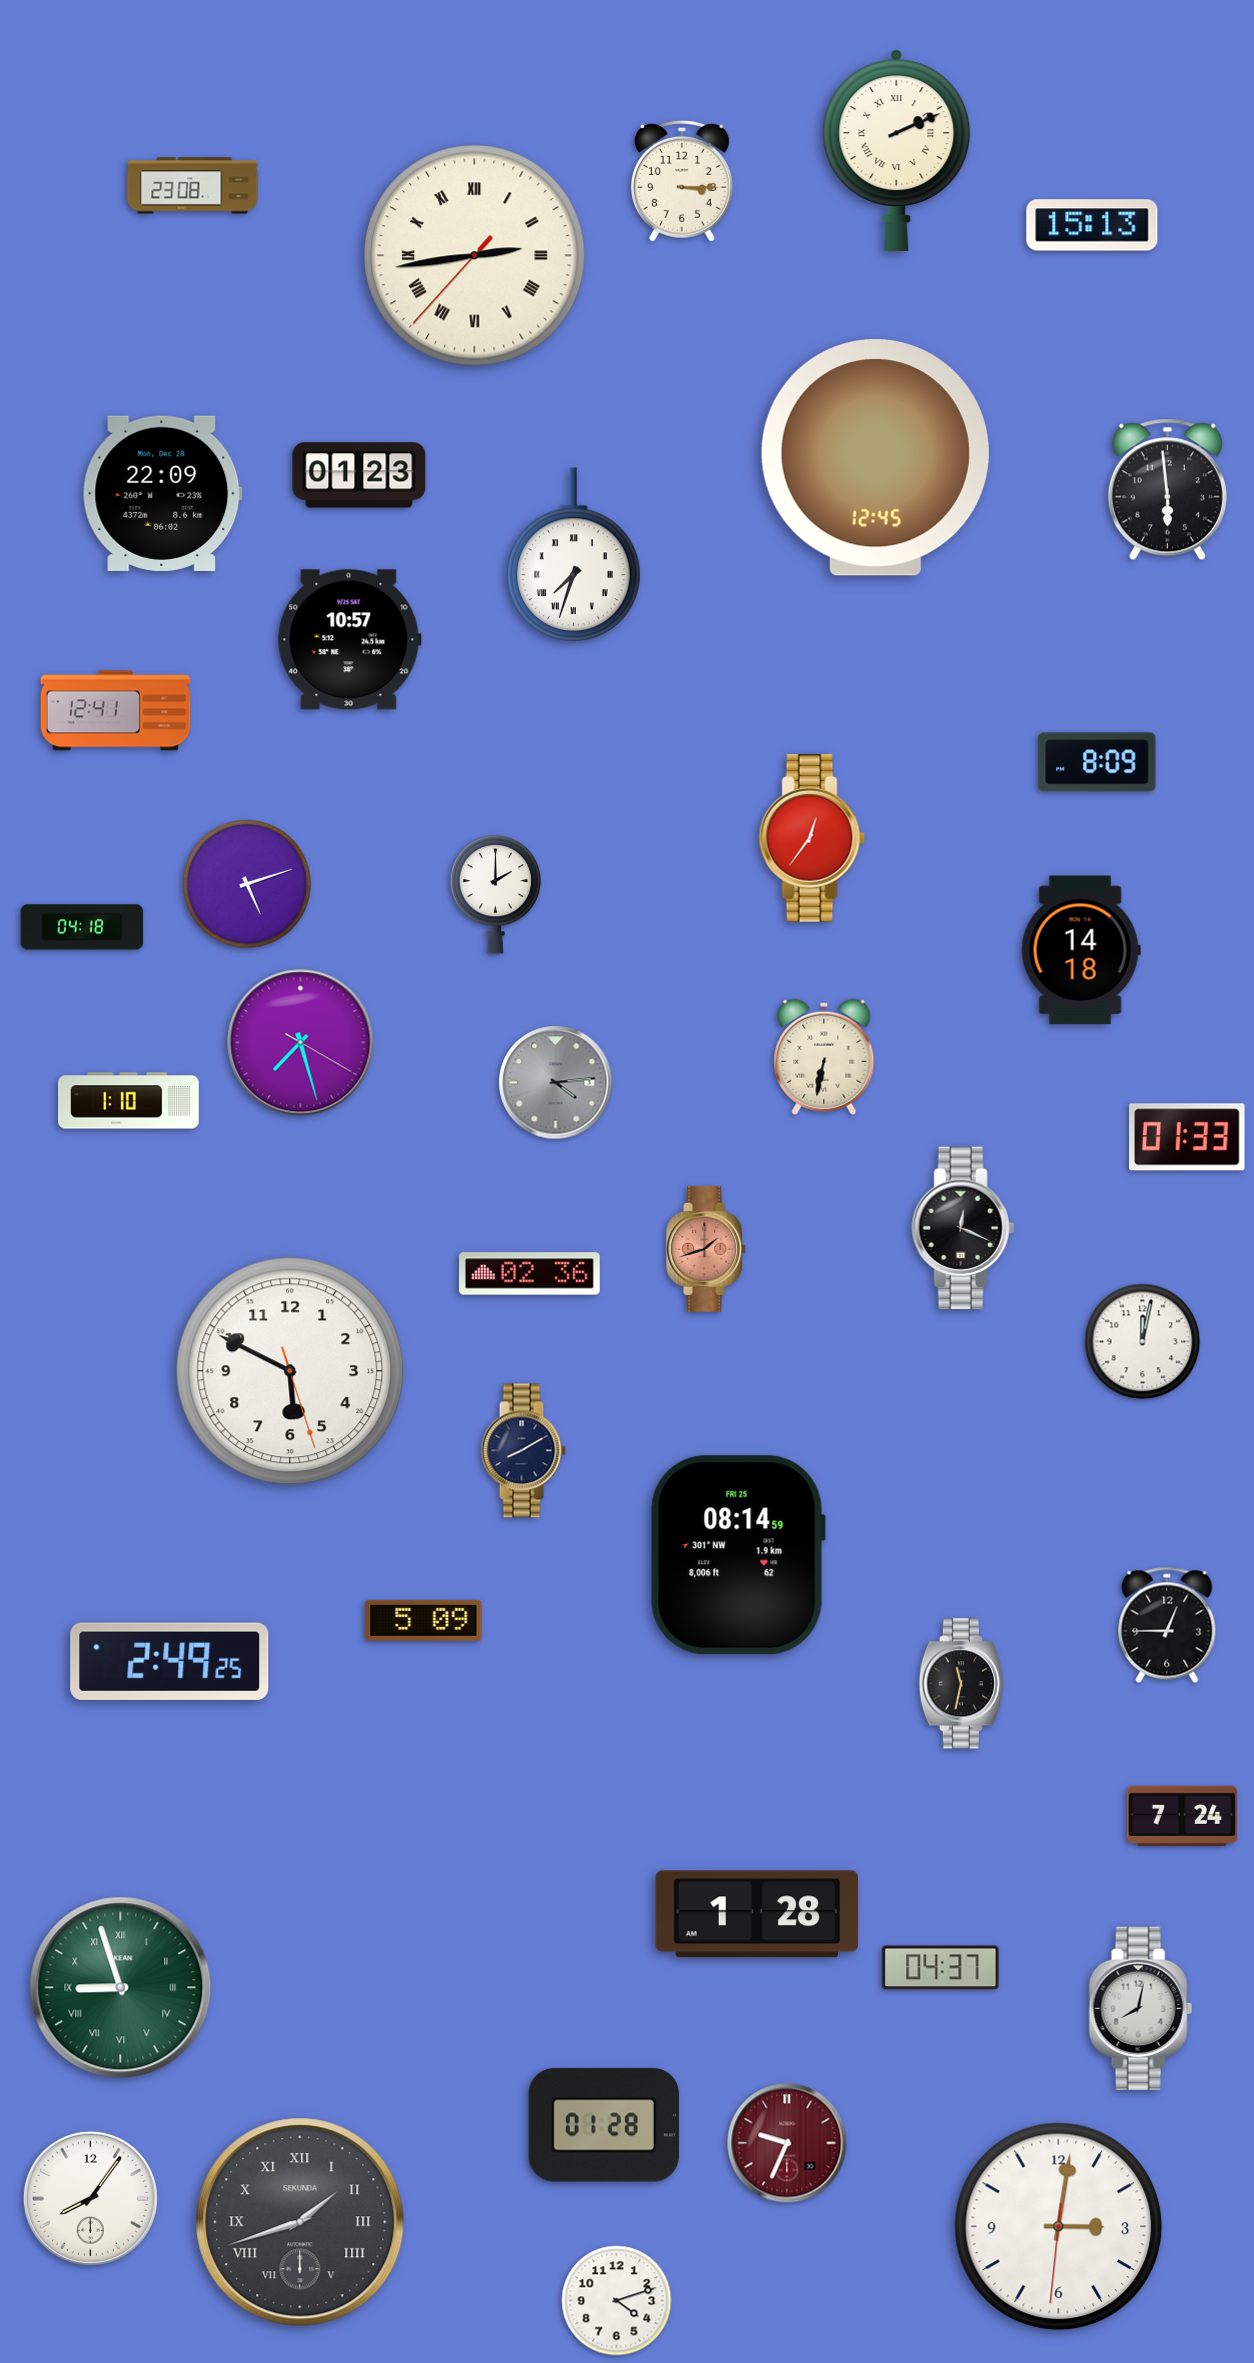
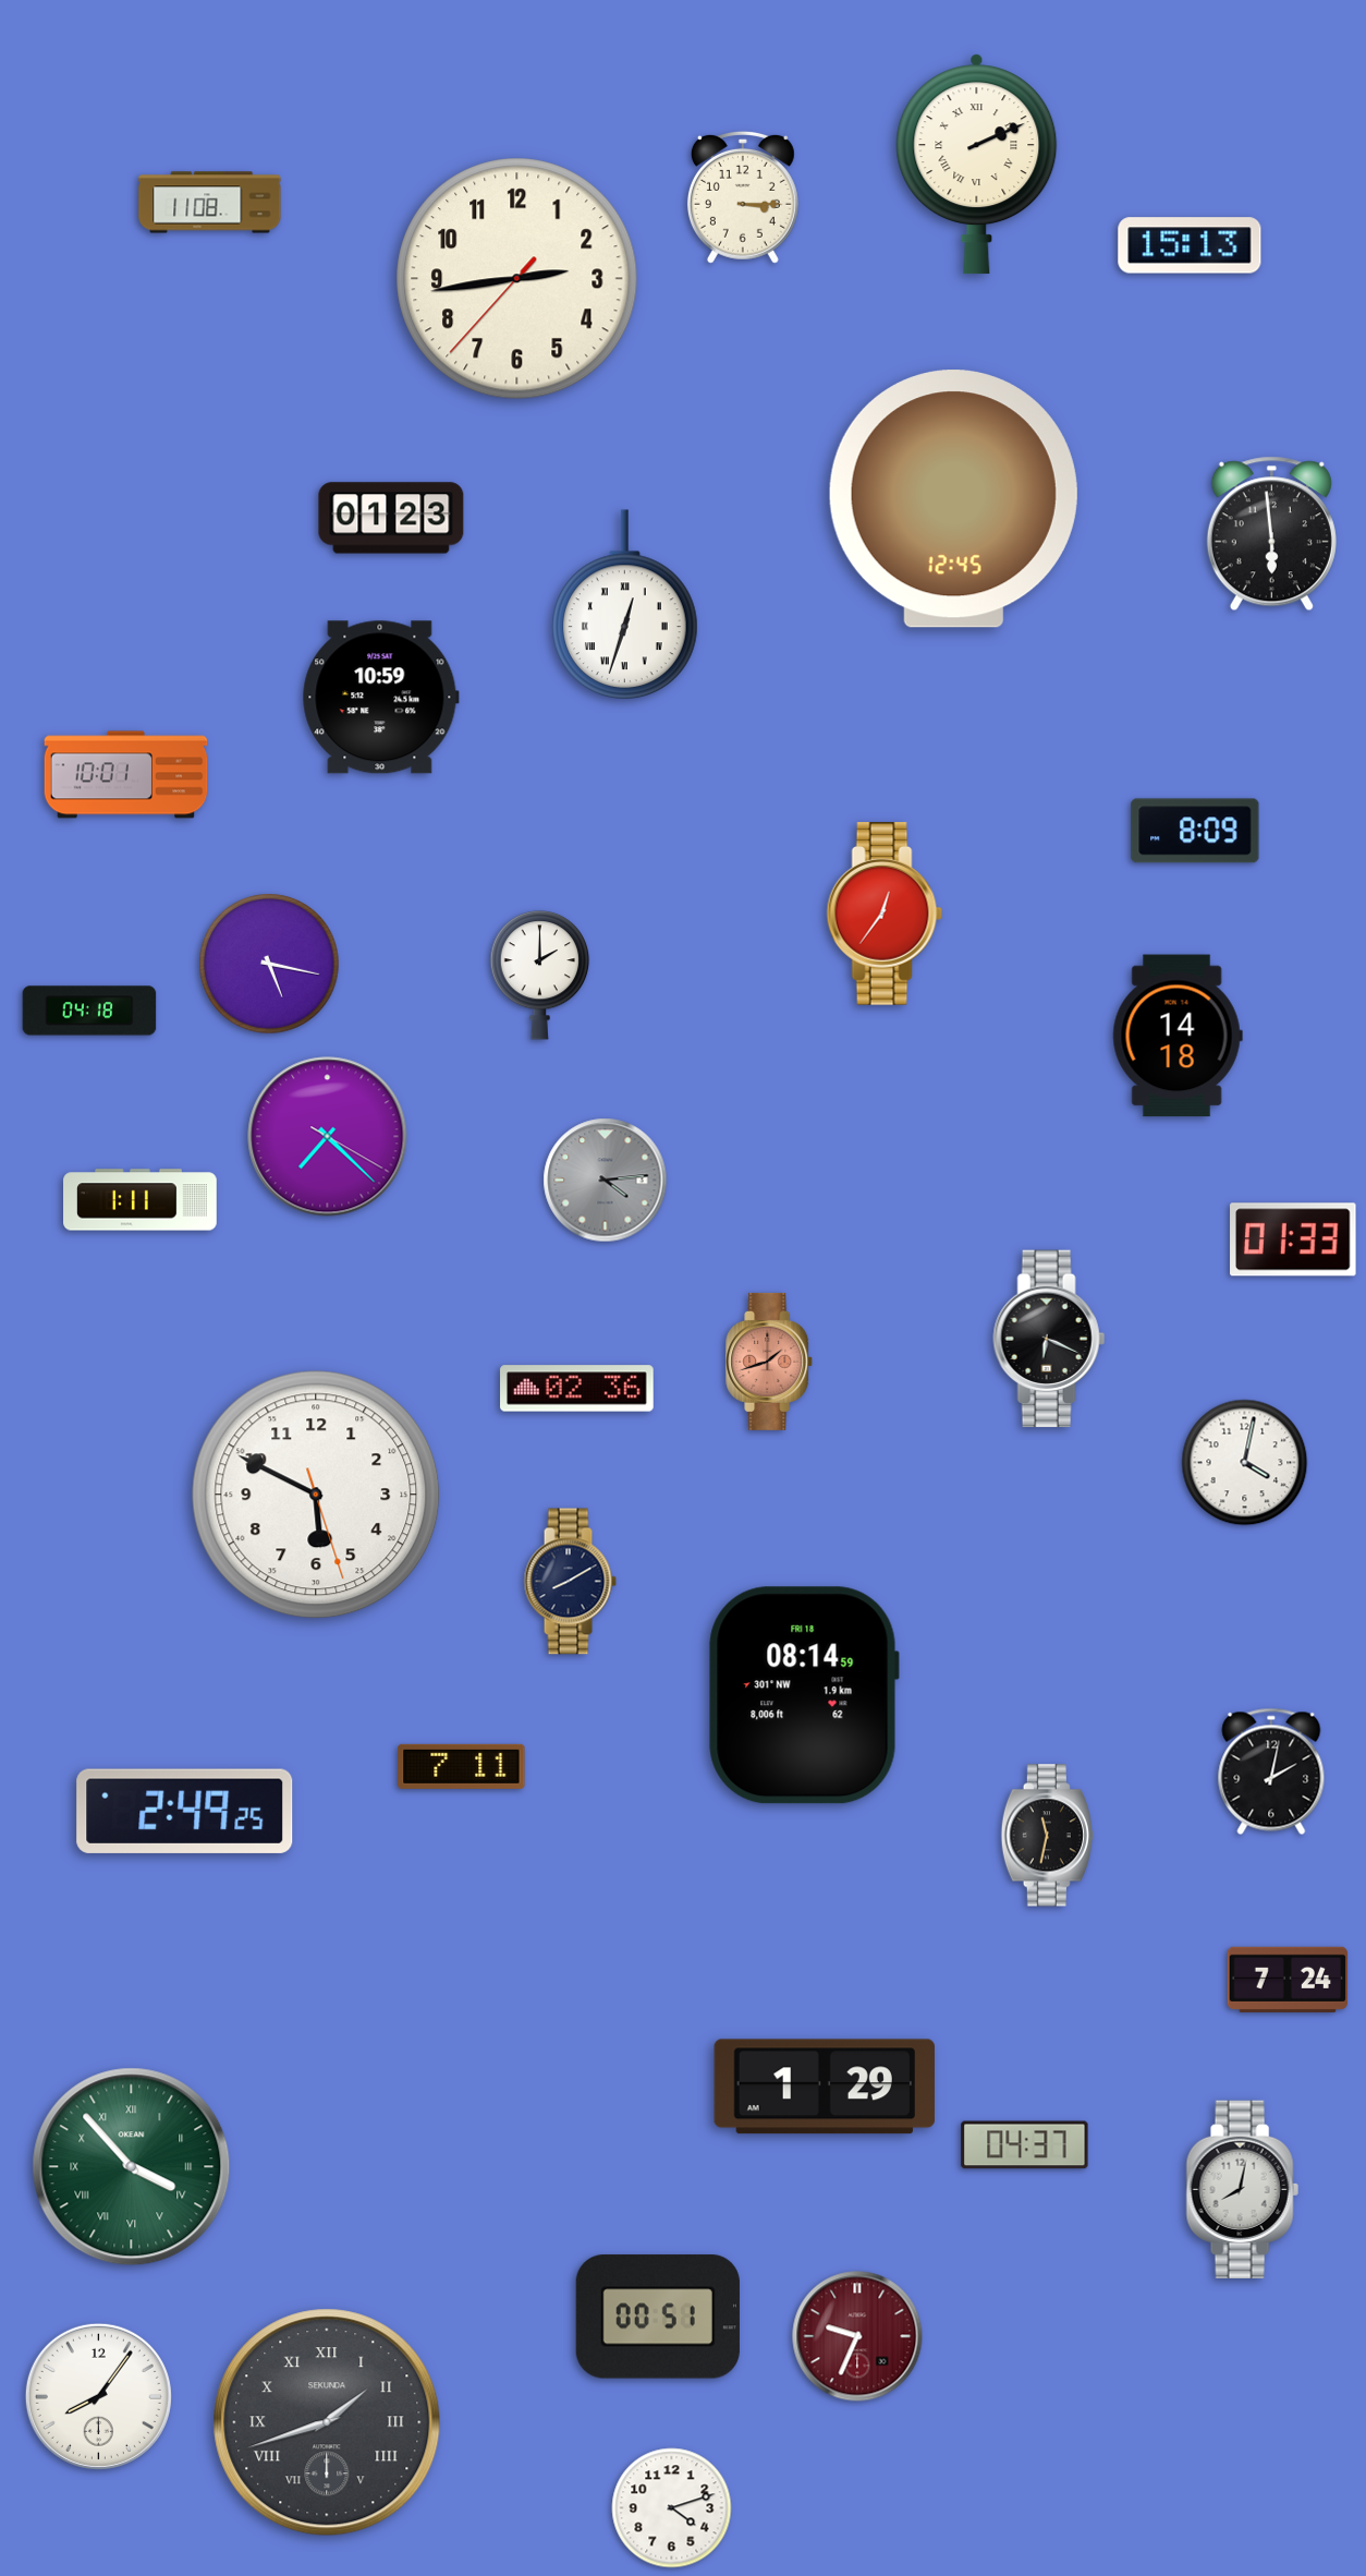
clock at (193, 186): 23:08 -> 11:08
clock at (475, 256) numerals: Roman -> Arabic
clock at (163, 493): 22:09 -> none
clock at (574, 554): 7:33 -> 12:33
clock at (349, 640): 10:57 -> 10:59
clock at (116, 711): 12:41 -> 10:01
clock at (247, 884): 5:12 -> 5:17
clock at (301, 1043): 7:27 -> 7:22
clock at (824, 1057): 6:32 -> none
clock at (129, 1101): 1:10 -> 1:11
clock at (963, 1228): 12:19 -> 6:19
clock at (1143, 1342): 12:02 -> 4:02
clock at (738, 1555) date: FRI 25 -> FRI 18
clock at (424, 1620): 5:09 -> 7:11
clock at (1167, 1625): 12:45 -> 2:02
clock at (757, 1914): 1:28 -> 1:29
clock at (121, 1988): 8:57 -> 3:53
clock at (604, 2125): 01:28 -> 00:51
clock at (1059, 2227): 3:01 -> none
